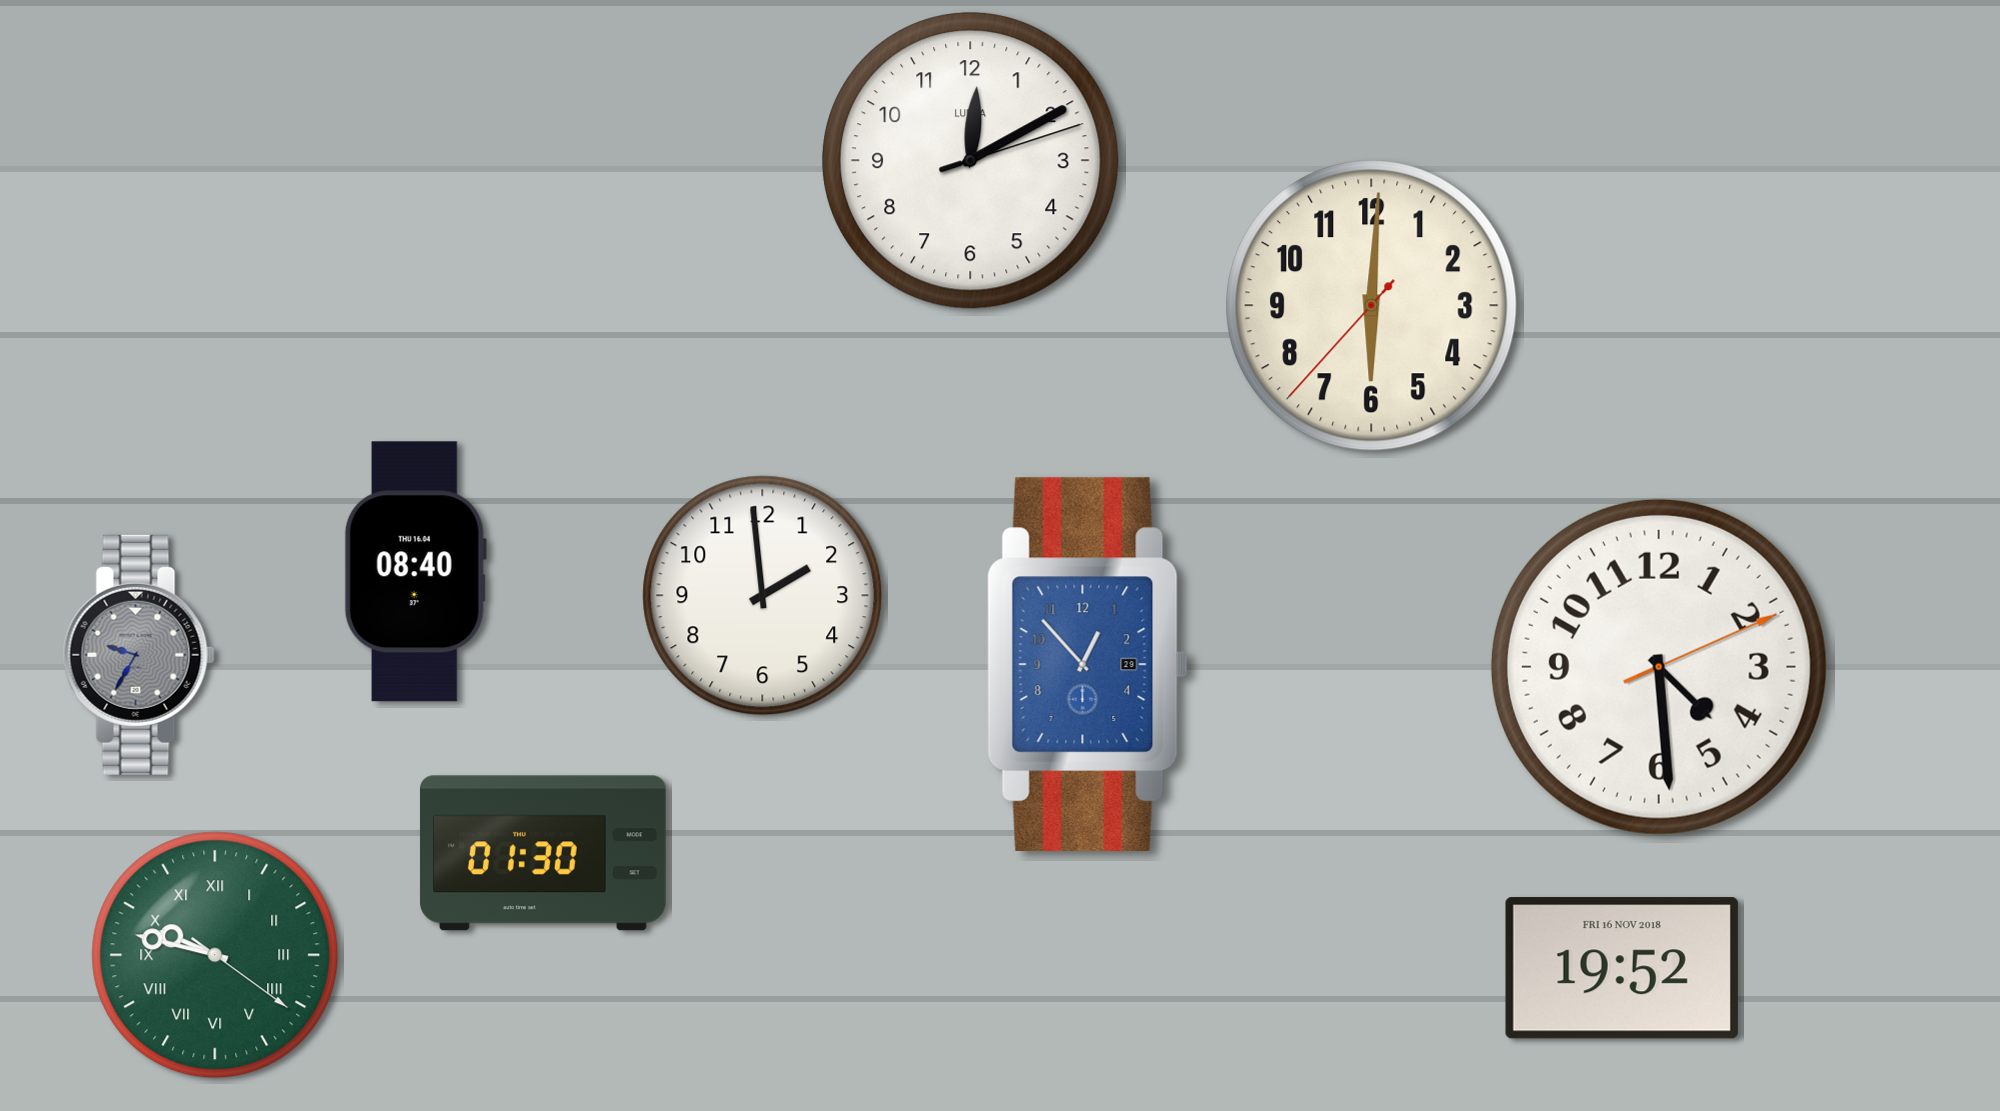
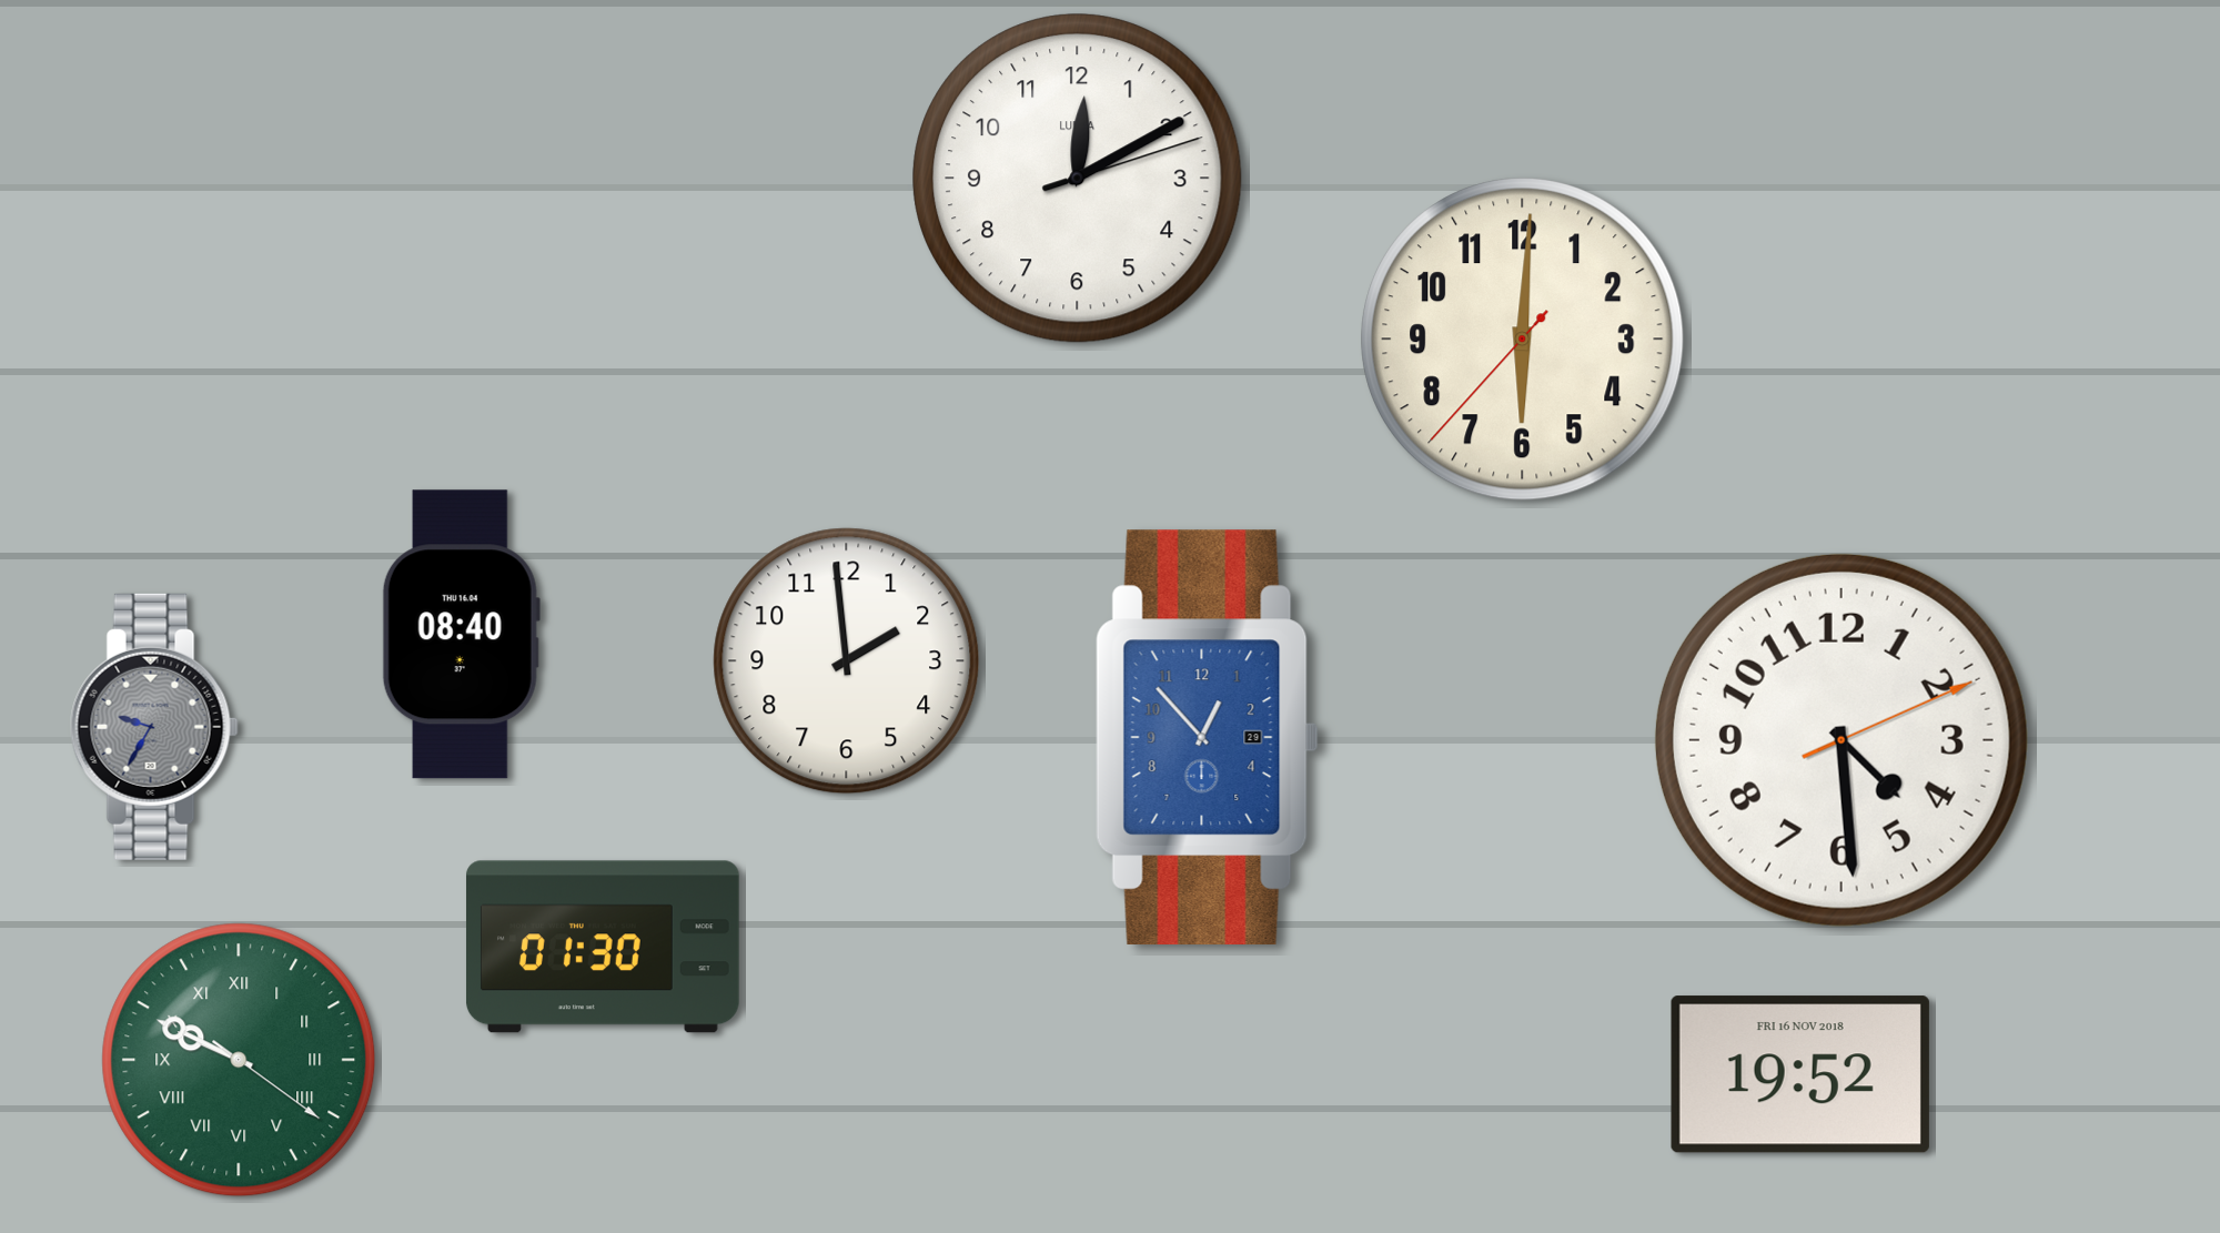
clock at (215, 955): 9:47 -> 9:49
